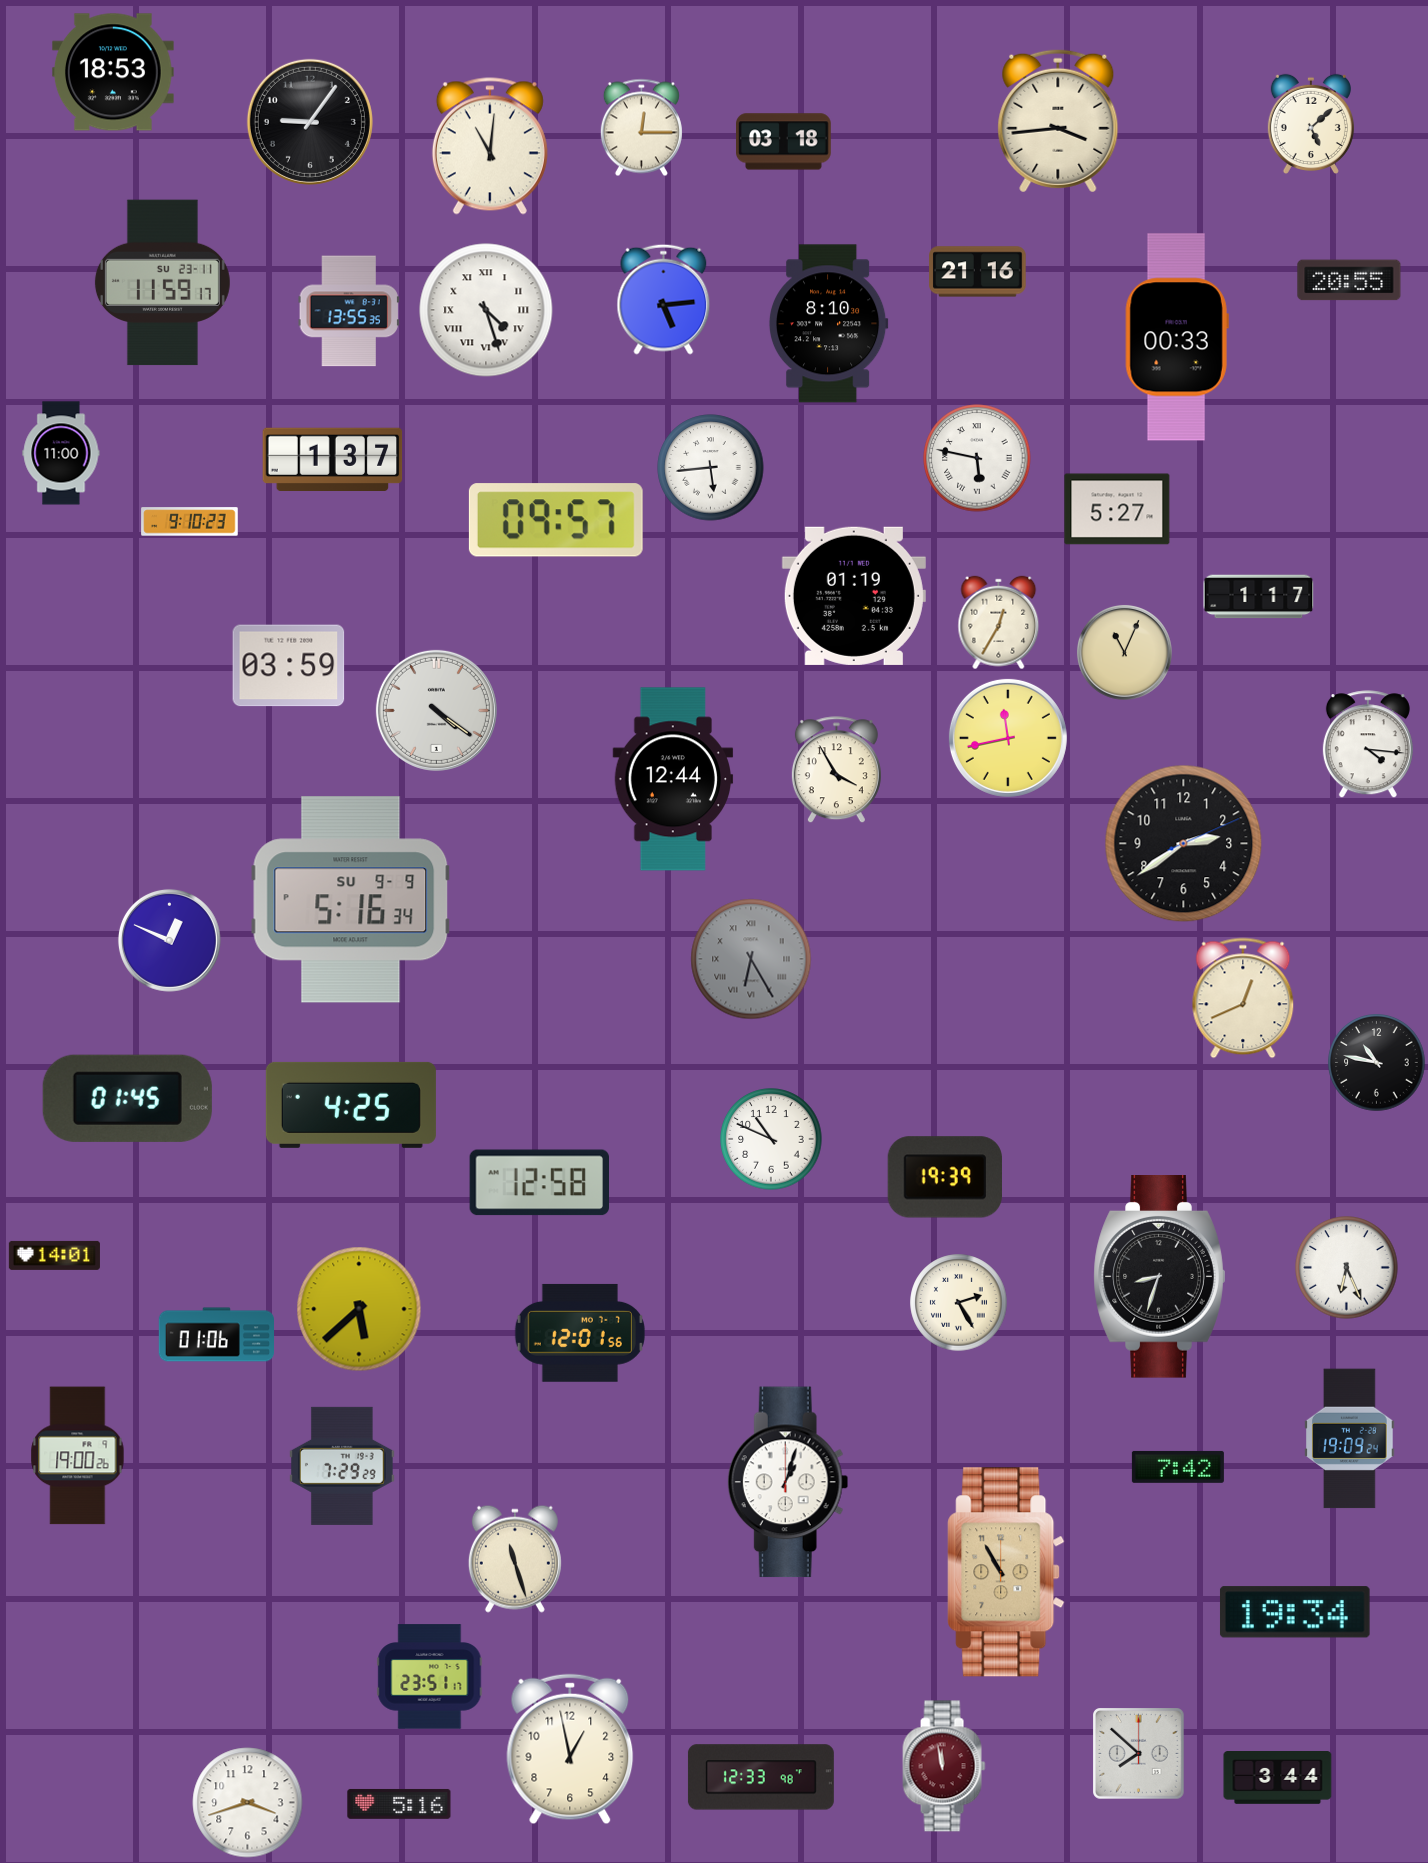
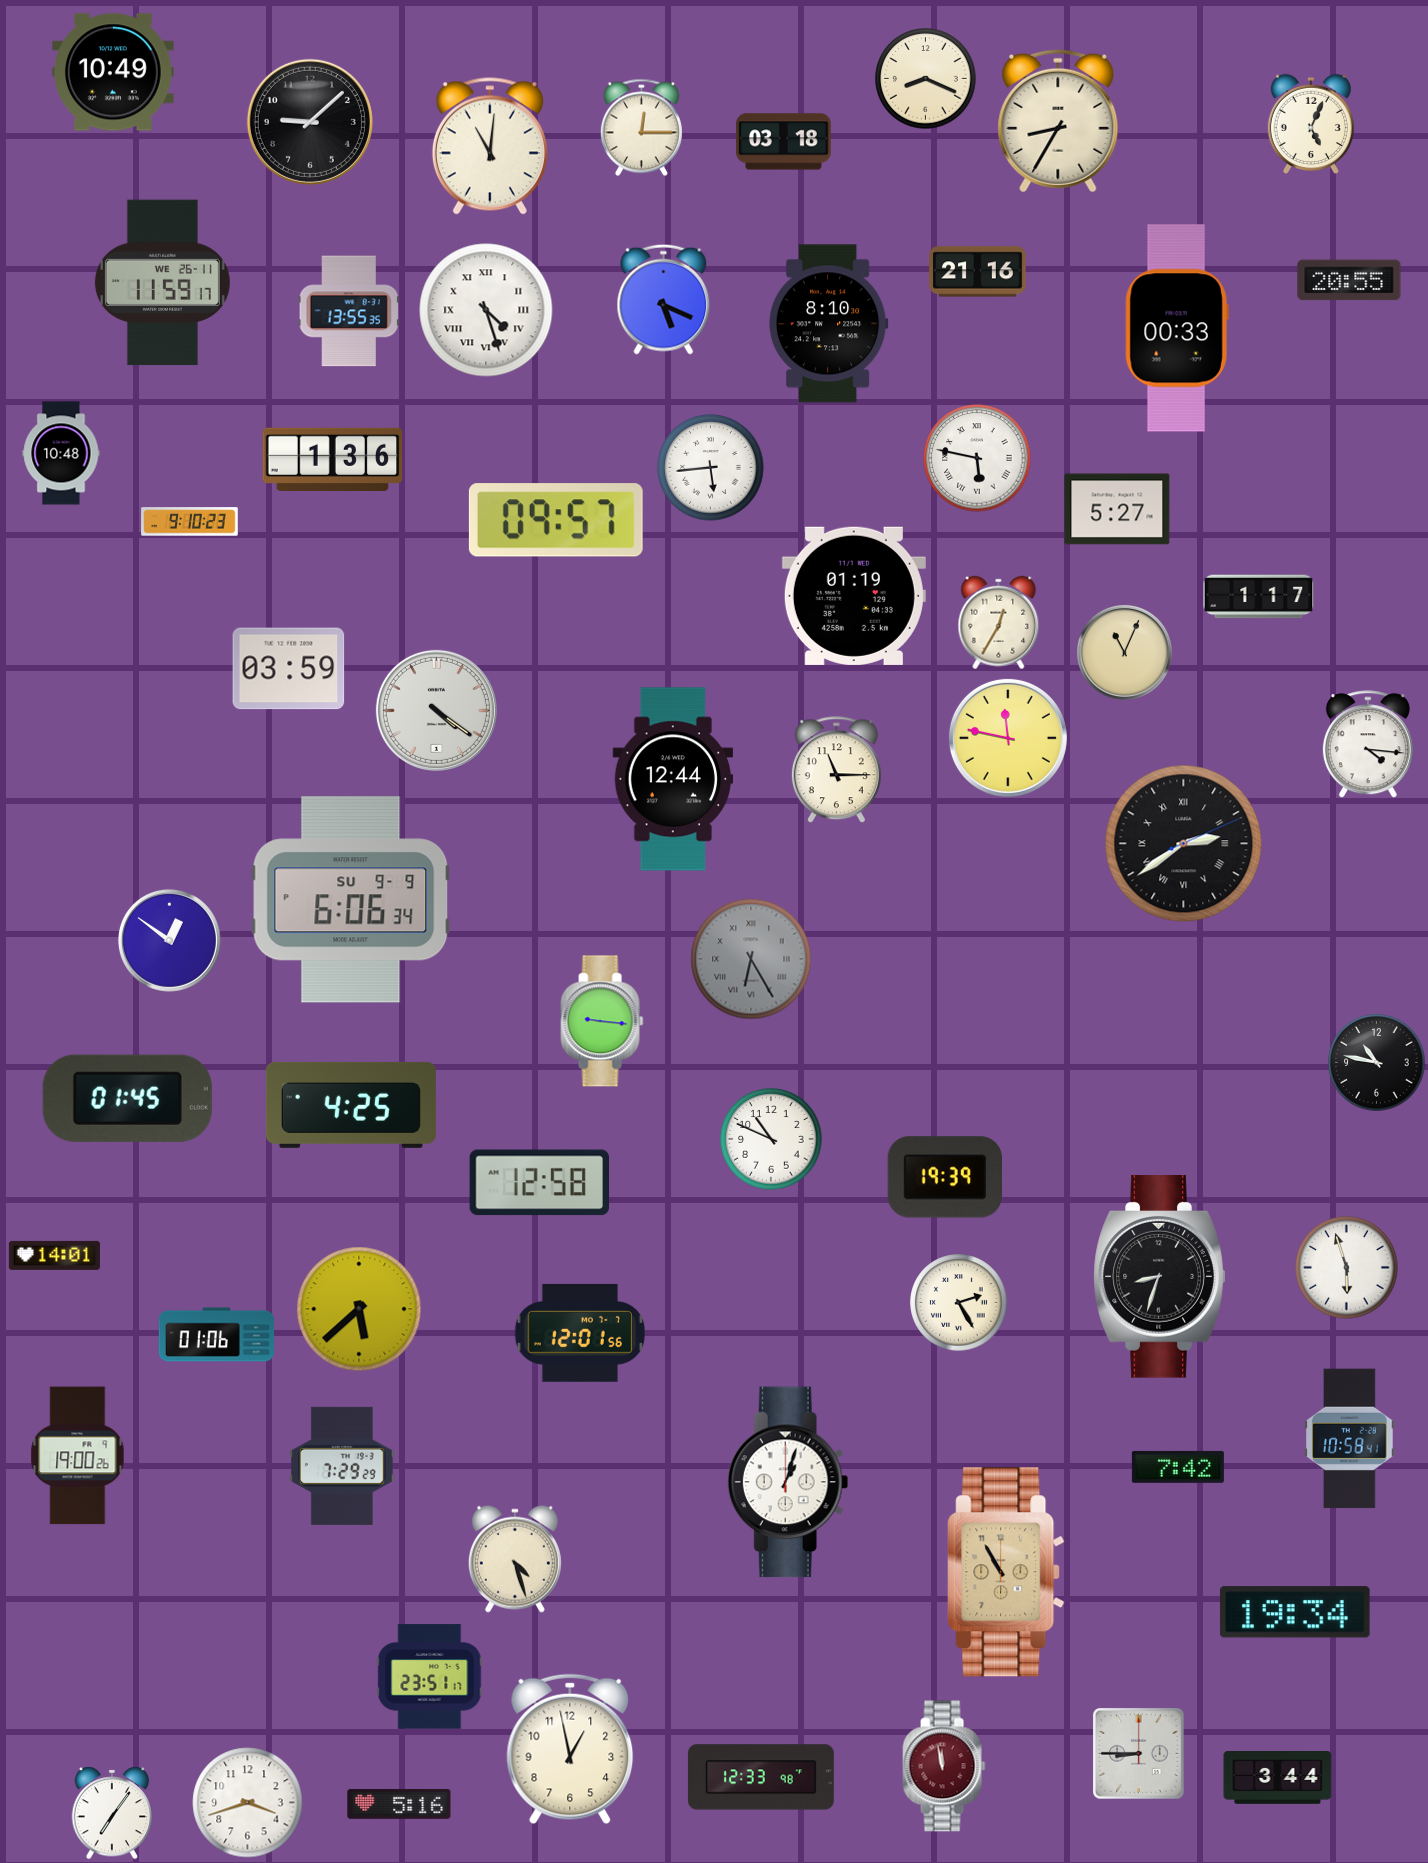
clock at (114, 72): 18:53 -> 10:49
clock at (926, 79): none -> 8:19
clock at (1058, 121): 3:44 -> 8:35
clock at (310, 122): 9:06 -> 9:08
clock at (1311, 124): 5:08 -> 5:04
clock at (162, 283) date: SU 23-11 -> WE 26-11
clock at (664, 299): 5:14 -> 5:19
clock at (1177, 337) position: (1177, 337) -> (1177, 328)
clock at (61, 453): 11:00 -> 10:48
clock at (333, 460): 1:37 -> 1:36
clock at (289, 666) position: (289, 666) -> (289, 669)
clock at (1008, 738): 11:43 -> 11:47
clock at (836, 770): 3:55 -> 11:15
clock at (1184, 844) numerals: Arabic -> Roman
clock at (351, 900): 5:16 -> 6:06
clock at (169, 940): 12:49 -> 12:51
clock at (1243, 998): 12:41 -> none
clock at (602, 1021): none -> 9:16
clock at (1347, 1268): 6:26 -> 5:57
clock at (1350, 1439): 19:09 -> 10:58
clock at (515, 1559): 11:27 -> 4:27
clock at (1139, 1754): 7:52 -> 8:45
clock at (112, 1813): none -> 7:06
